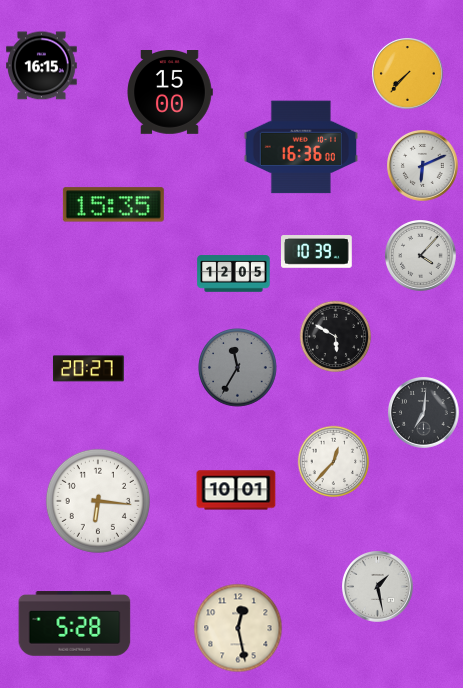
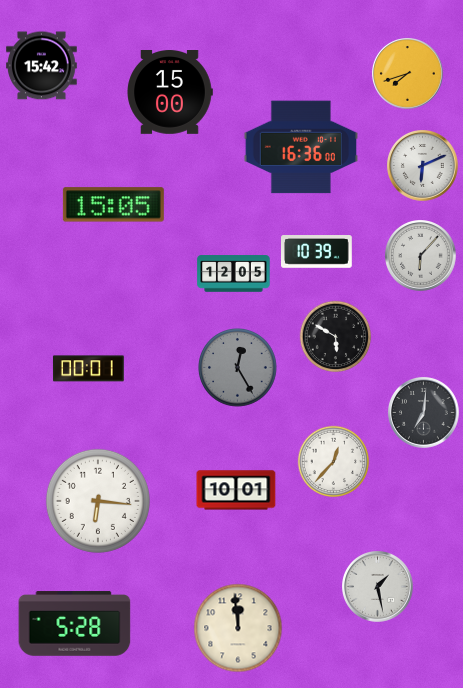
clock at (42, 66): 16:15 -> 15:42
clock at (408, 74): 7:37 -> 7:42
clock at (113, 205): 15:35 -> 15:05
clock at (421, 256): 4:07 -> 6:07
clock at (238, 368): 11:35 -> 12:25
clock at (88, 369): 20:27 -> 00:01
clock at (238, 628): 12:28 -> 11:59
